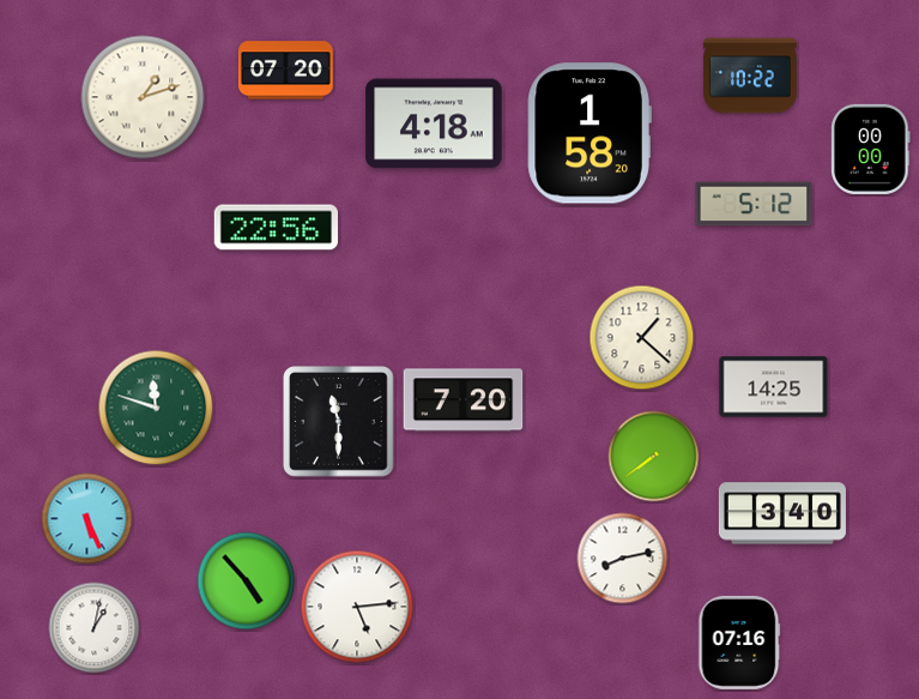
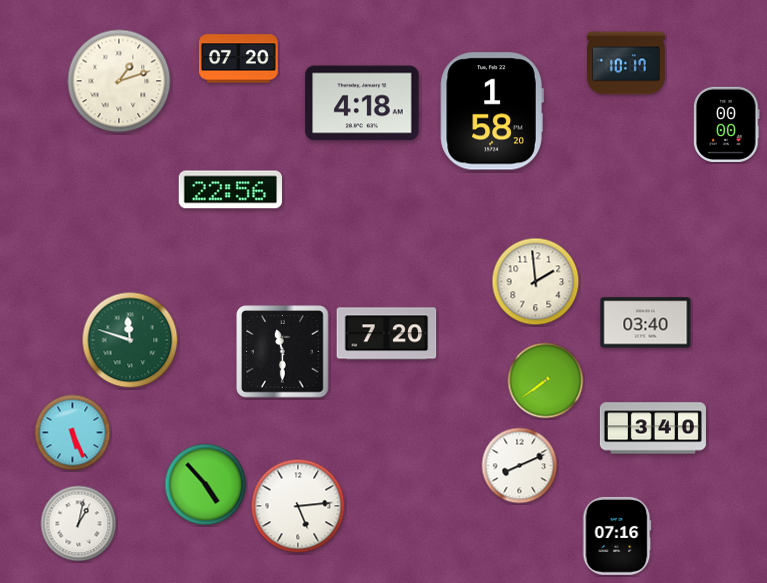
clock at (750, 76): 10:22 -> 10:17
clock at (754, 204): 5:12 -> none
clock at (642, 338): 1:22 -> 1:59
clock at (774, 387): 14:25 -> 03:40
clock at (623, 559): 8:13 -> 8:11
